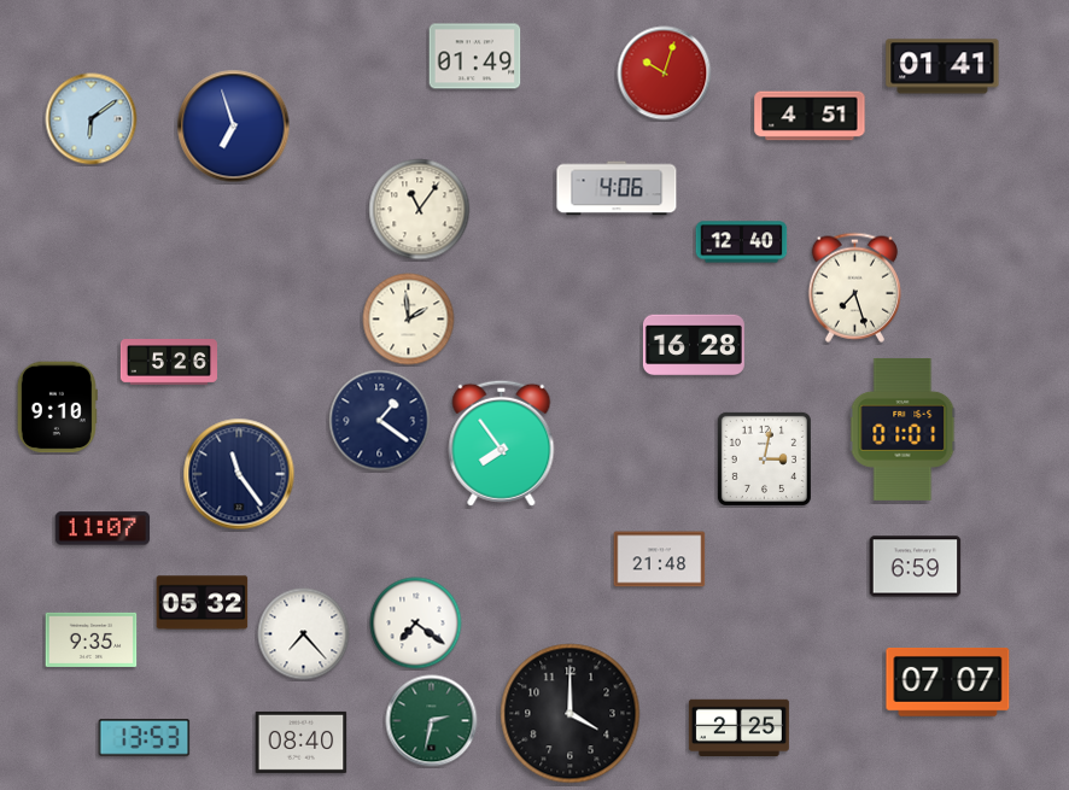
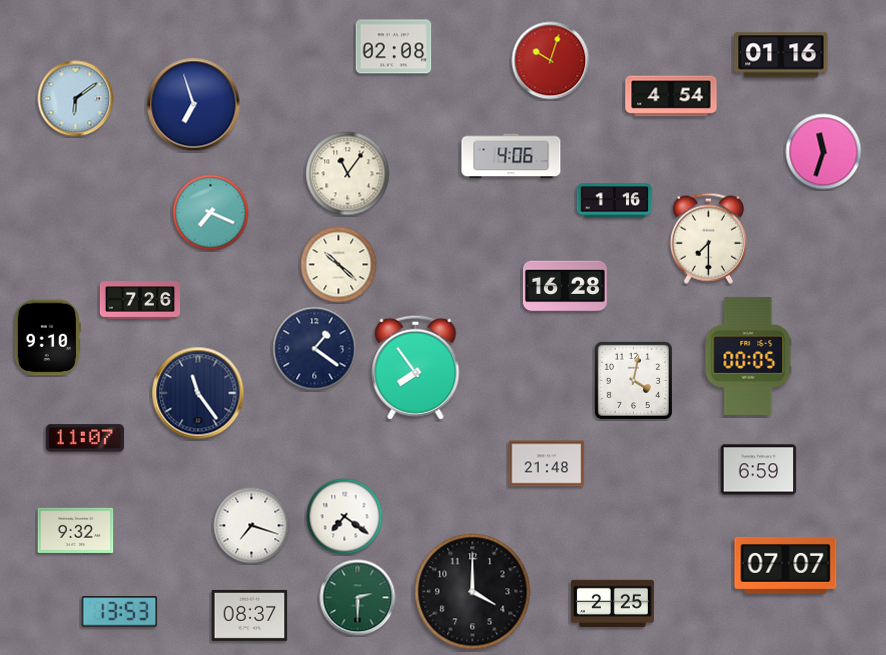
clock at (475, 57): 01:49 -> 02:08
clock at (942, 66): 01:41 -> 01:16
clock at (810, 116): 4:51 -> 4:54
clock at (824, 152): none -> 11:33
clock at (742, 242): 12:40 -> 1:16
clock at (211, 213): none -> 7:19
clock at (854, 287): 7:27 -> 7:30
clock at (409, 320): 1:59 -> 10:22
clock at (694, 345) position: (694, 345) -> (565, 286)
clock at (168, 362): 5:26 -> 7:26
clock at (902, 429): 01:01 -> 00:05
clock at (764, 458): 3:02 -> 4:02
clock at (203, 603): 05:32 -> none
clock at (304, 634): 7:23 -> 7:18
clock at (92, 639): 9:35 -> 9:32
clock at (432, 721): 2:32 -> 2:30
clock at (302, 742): 08:40 -> 08:37
